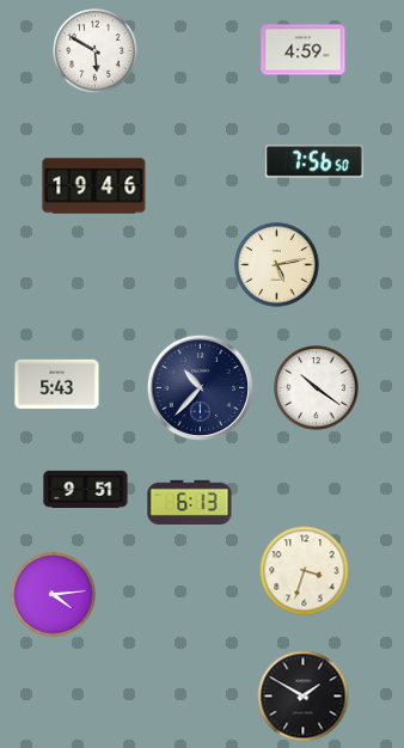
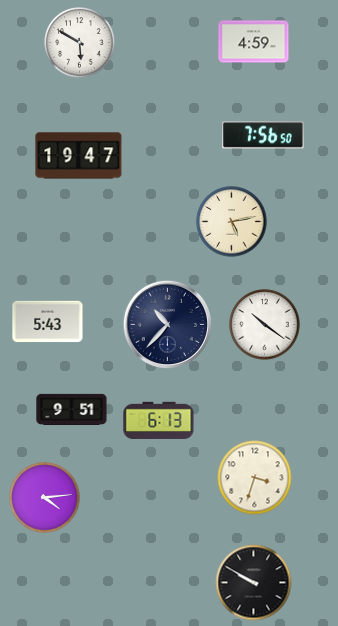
clock at (94, 186): 19:46 -> 19:47
clock at (304, 697): 1:50 -> 9:50
